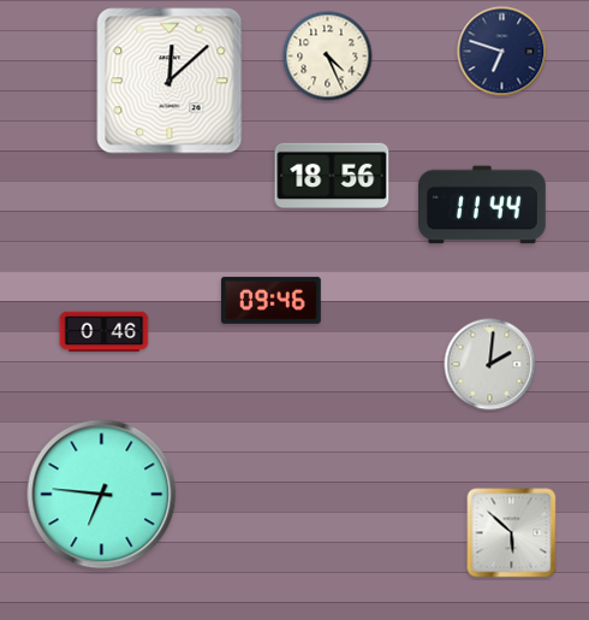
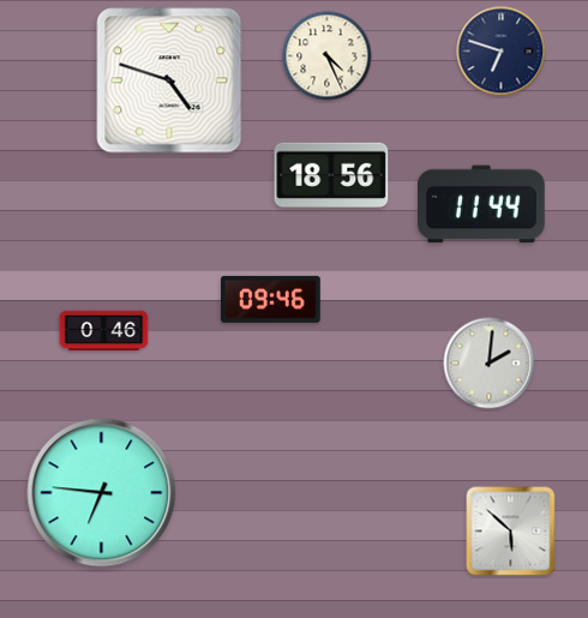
clock at (169, 81): 12:08 -> 4:48
